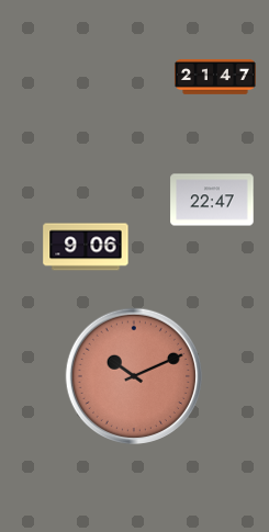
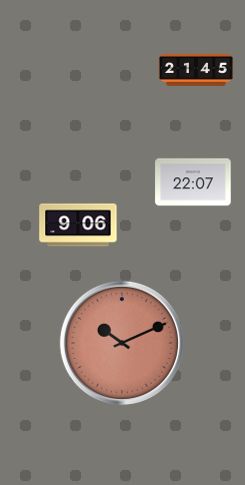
clock at (215, 77): 21:47 -> 21:45
clock at (212, 200): 22:47 -> 22:07
